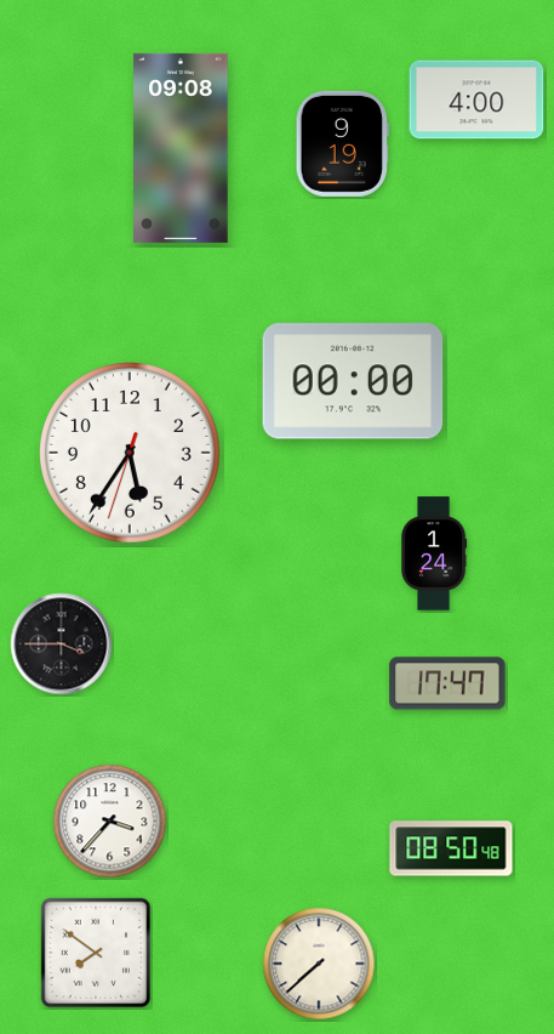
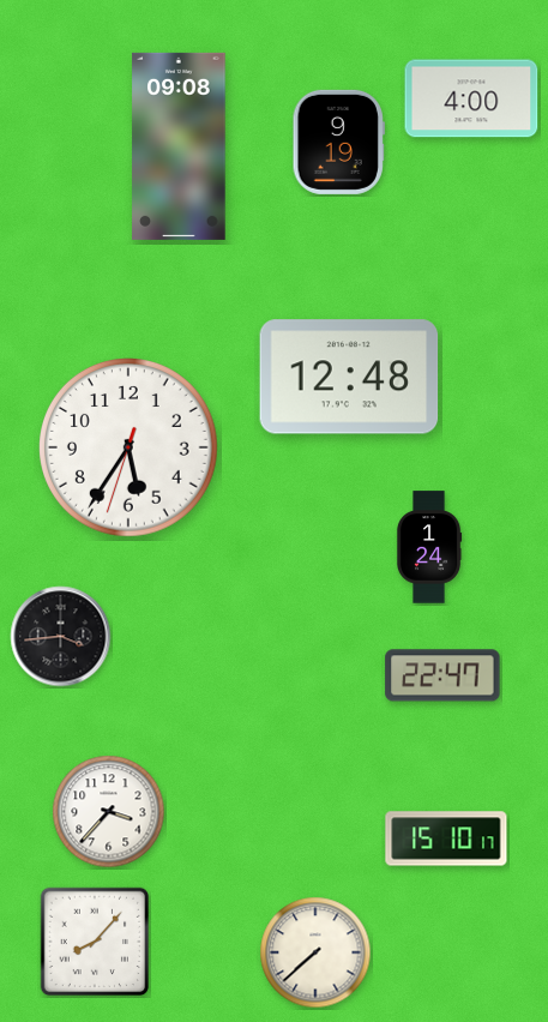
clock at (353, 381): 00:00 -> 12:48
clock at (62, 644): 3:45 -> 3:44
clock at (447, 683): 17:47 -> 22:47
clock at (451, 848): 08:50 -> 15:10
clock at (96, 953): 7:51 -> 8:07
